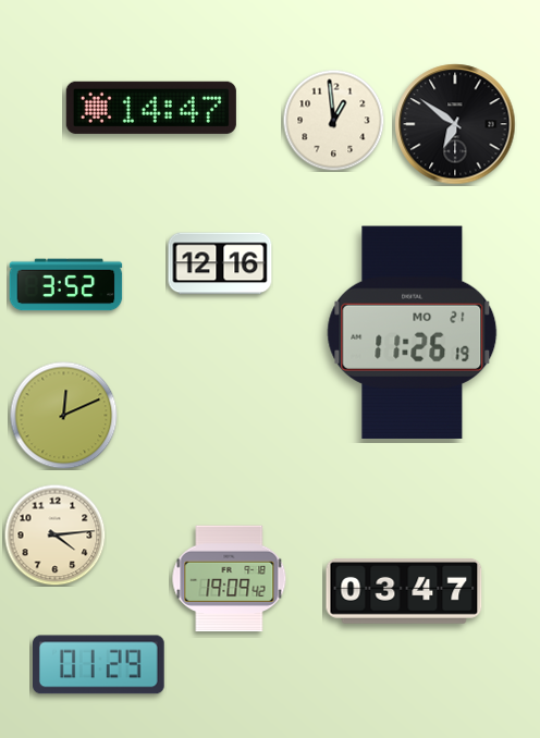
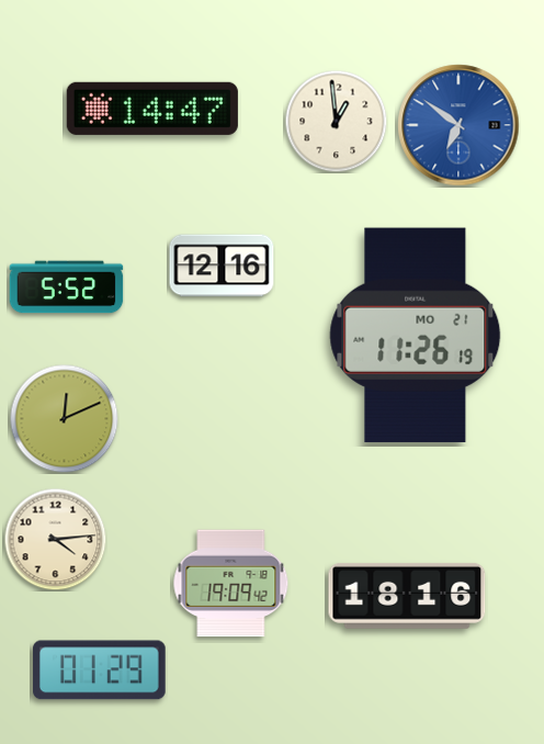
clock at (455, 124) dial: black -> blue
clock at (66, 285): 3:52 -> 5:52
clock at (404, 591): 03:47 -> 18:16
